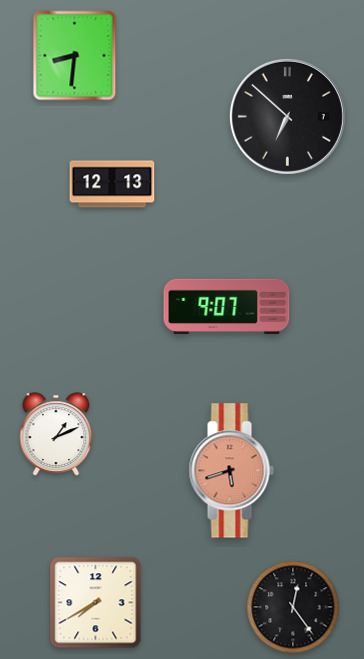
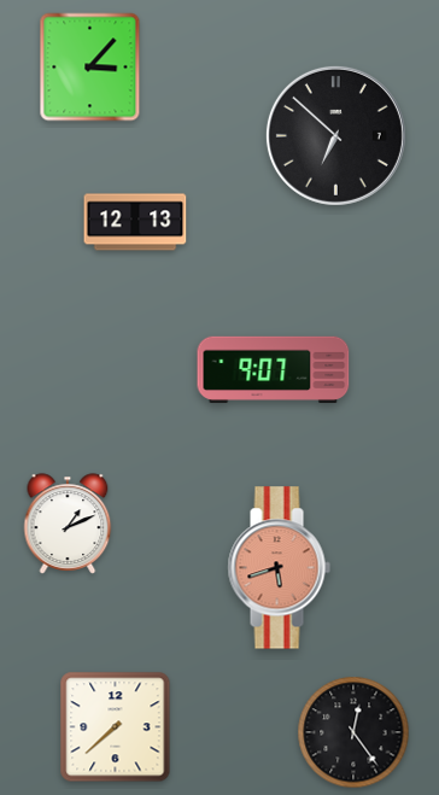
clock at (75, 56): 8:31 -> 3:07
clock at (287, 116) position: (287, 116) -> (335, 135)
clock at (96, 603): 7:40 -> 7:38
